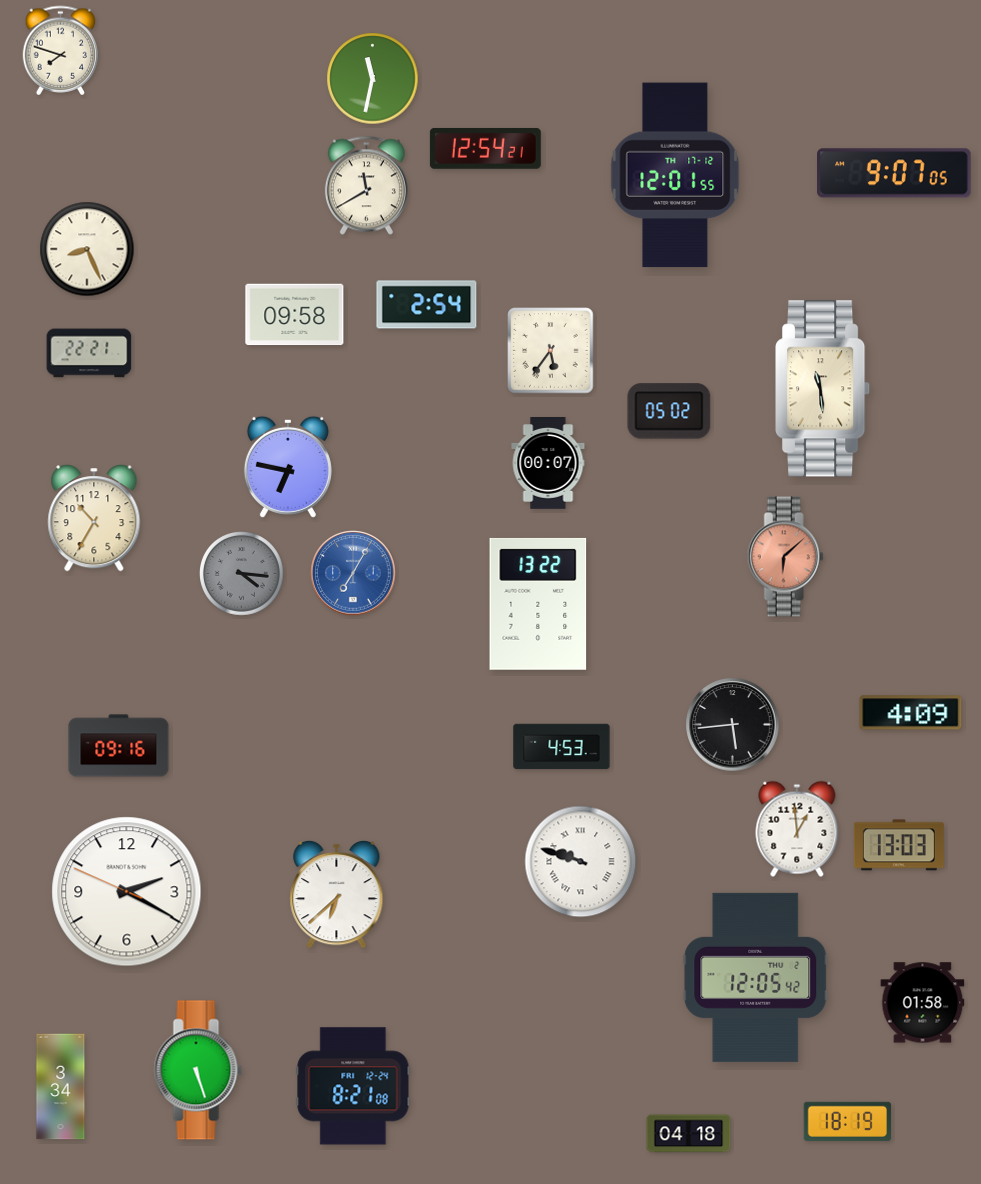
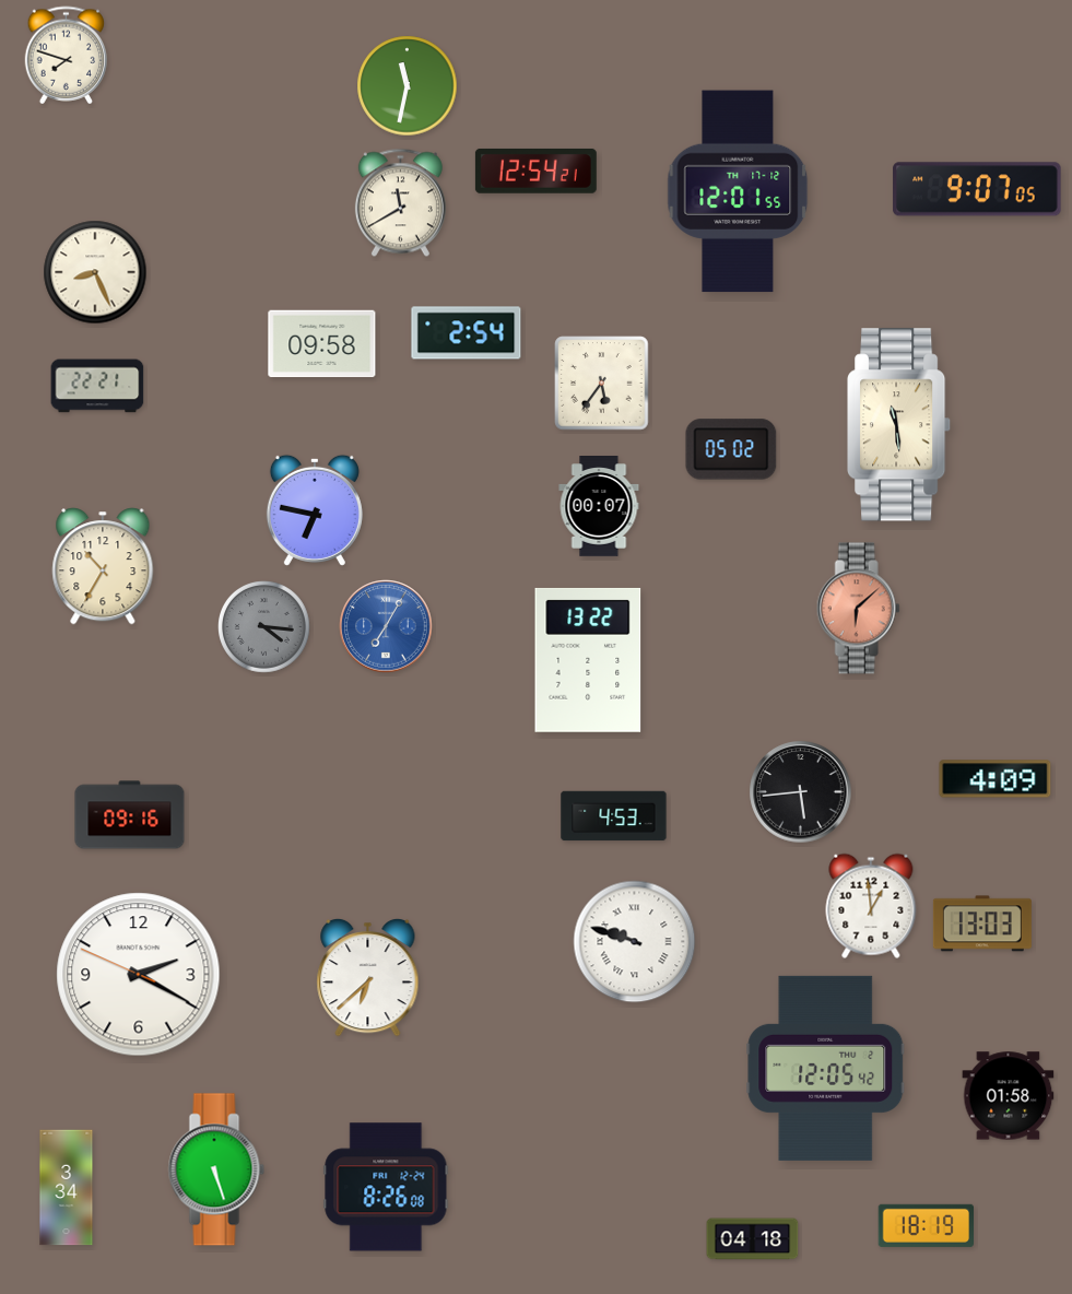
clock at (485, 148) position: (485, 148) -> (535, 170)
clock at (353, 1086): 8:21 -> 8:26
